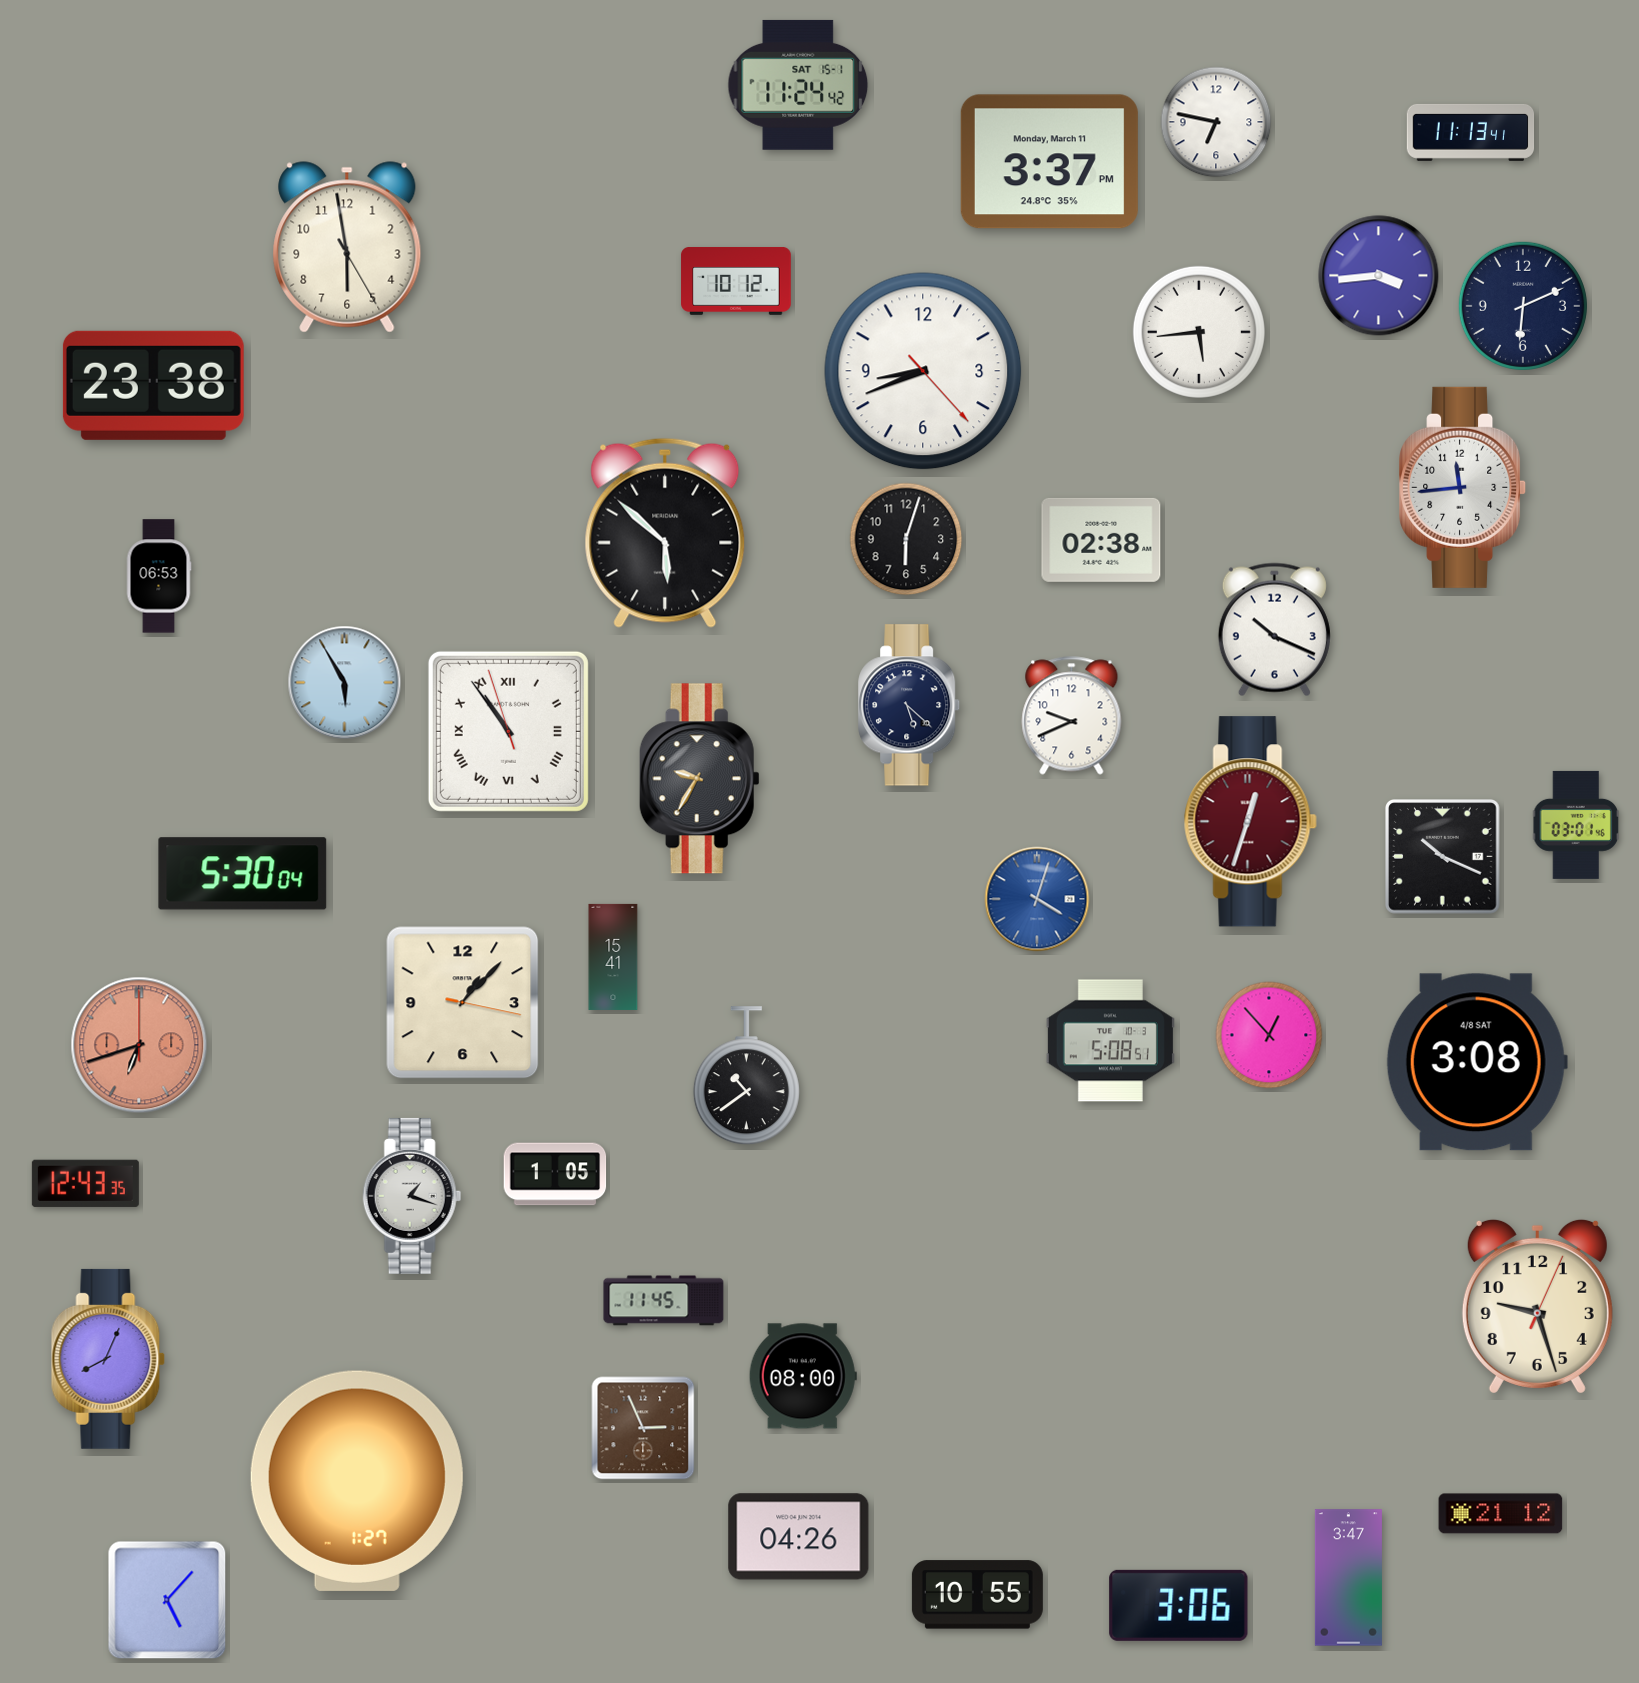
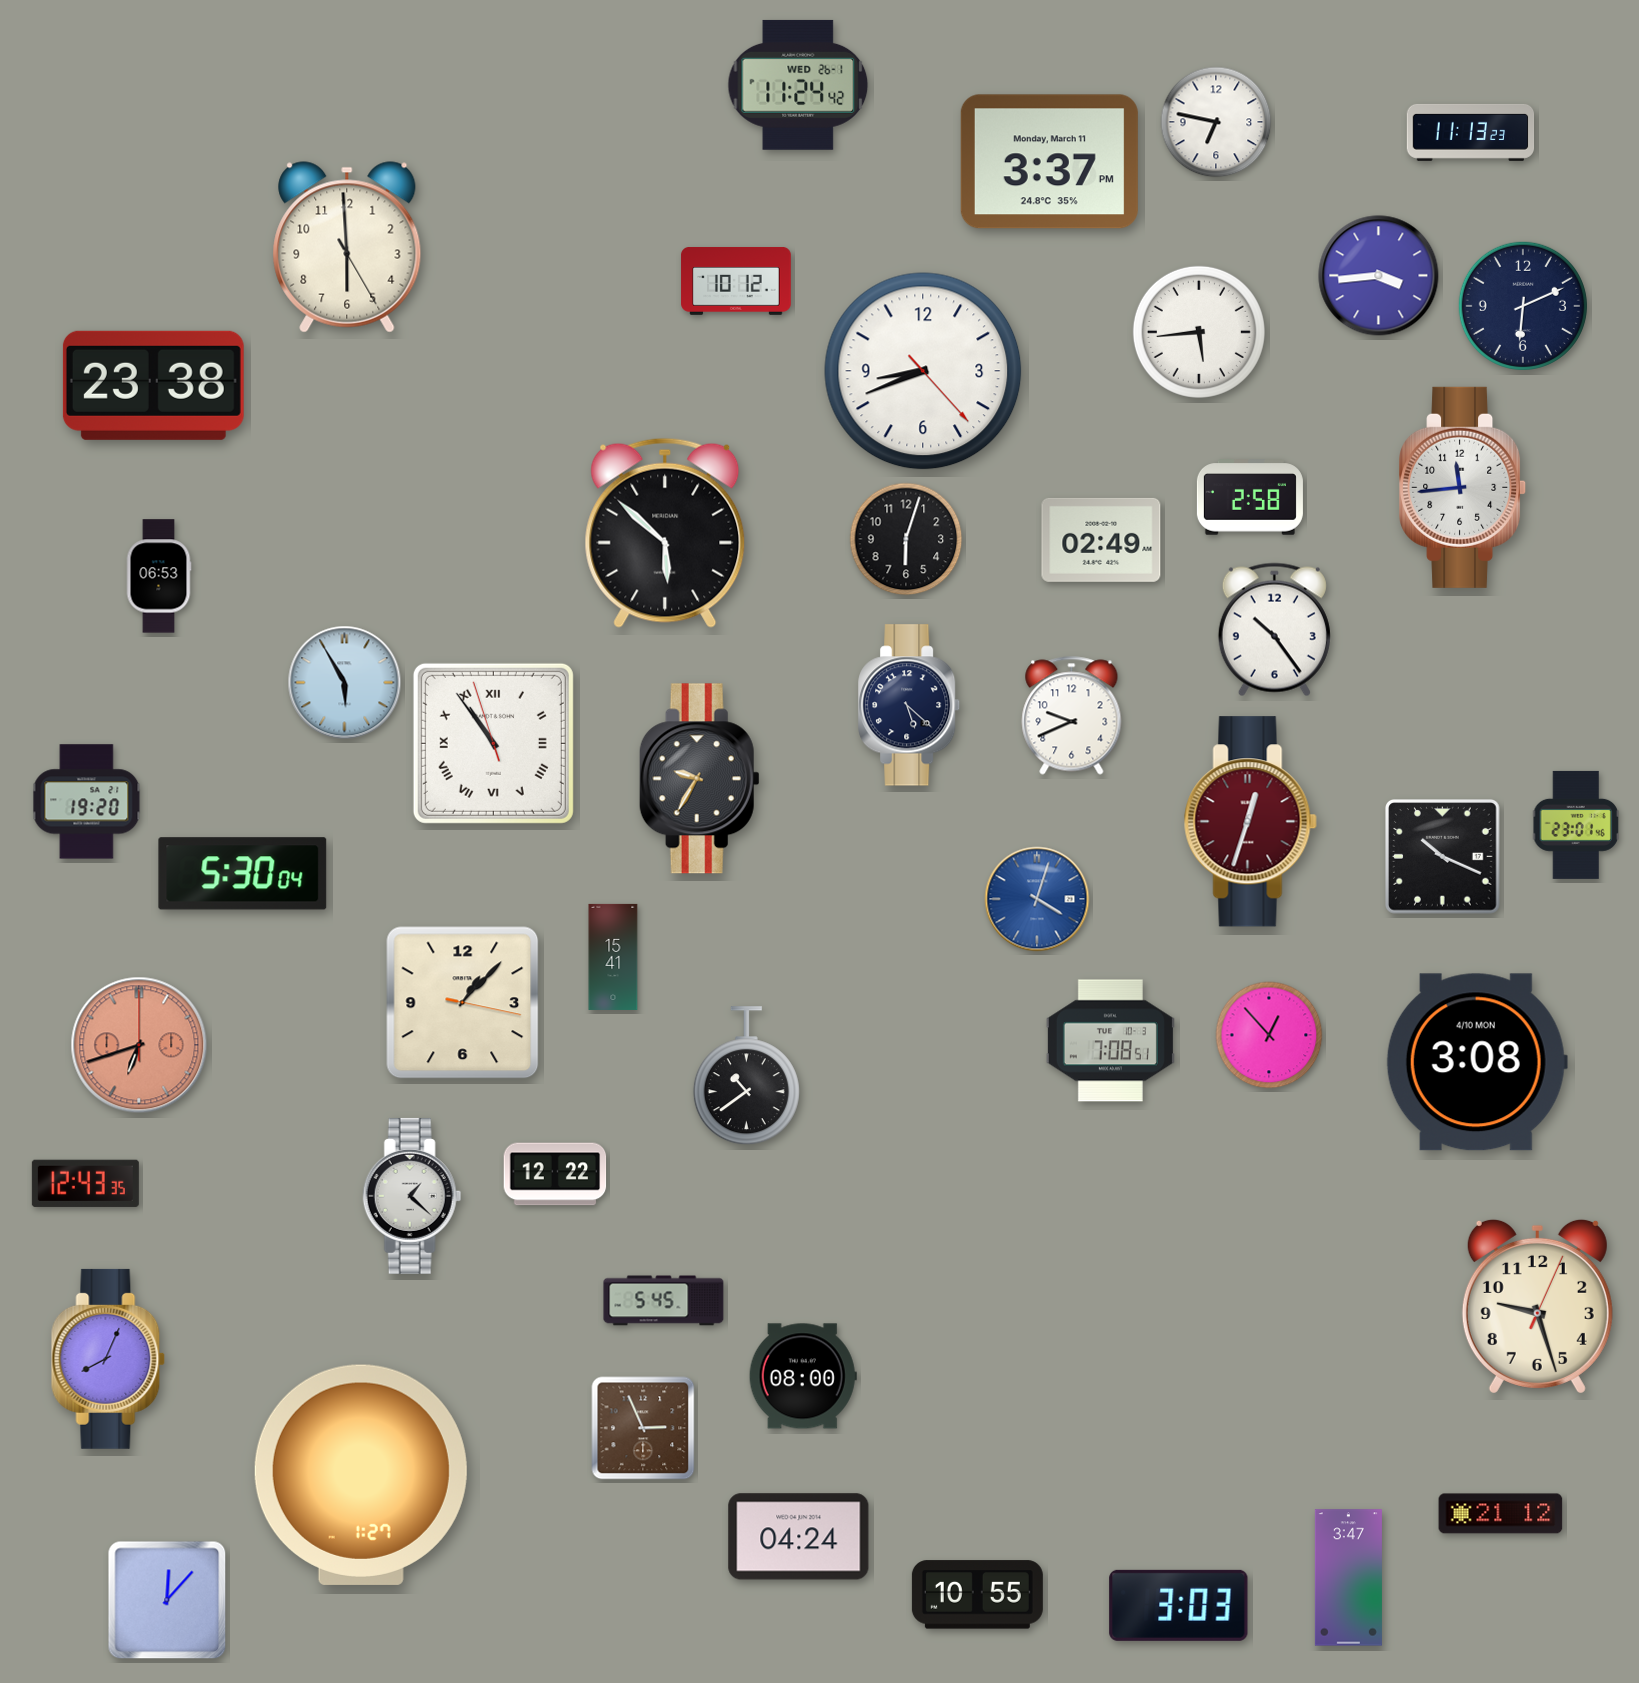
clock at (798, 85) date: SAT 15-1 -> WED 26-1
clock at (1471, 132): 11:13:41 -> 11:13:23
clock at (347, 247): 5:58 -> 5:59
clock at (1250, 497): none -> 2:58
clock at (1101, 540): 02:38 -> 02:49
clock at (1274, 630): 10:19 -> 10:24
clock at (508, 731) position: (508, 731) -> (493, 743)
clock at (87, 802): none -> 19:20
clock at (1576, 825): 03:01 -> 23:01
clock at (1110, 1041): 5:08 -> 7:08
clock at (1477, 1062) date: 4/8 SAT -> 4/10 MON
clock at (555, 1174): 1:05 -> 12:22
clock at (412, 1196): 1:18 -> 1:22
clock at (664, 1301): 11:45 -> 5:45
clock at (357, 1481) position: (357, 1481) -> (361, 1475)
clock at (799, 1537): 04:26 -> 04:24
clock at (167, 1600): 5:07 -> 12:07
clock at (1179, 1605): 3:06 -> 3:03
